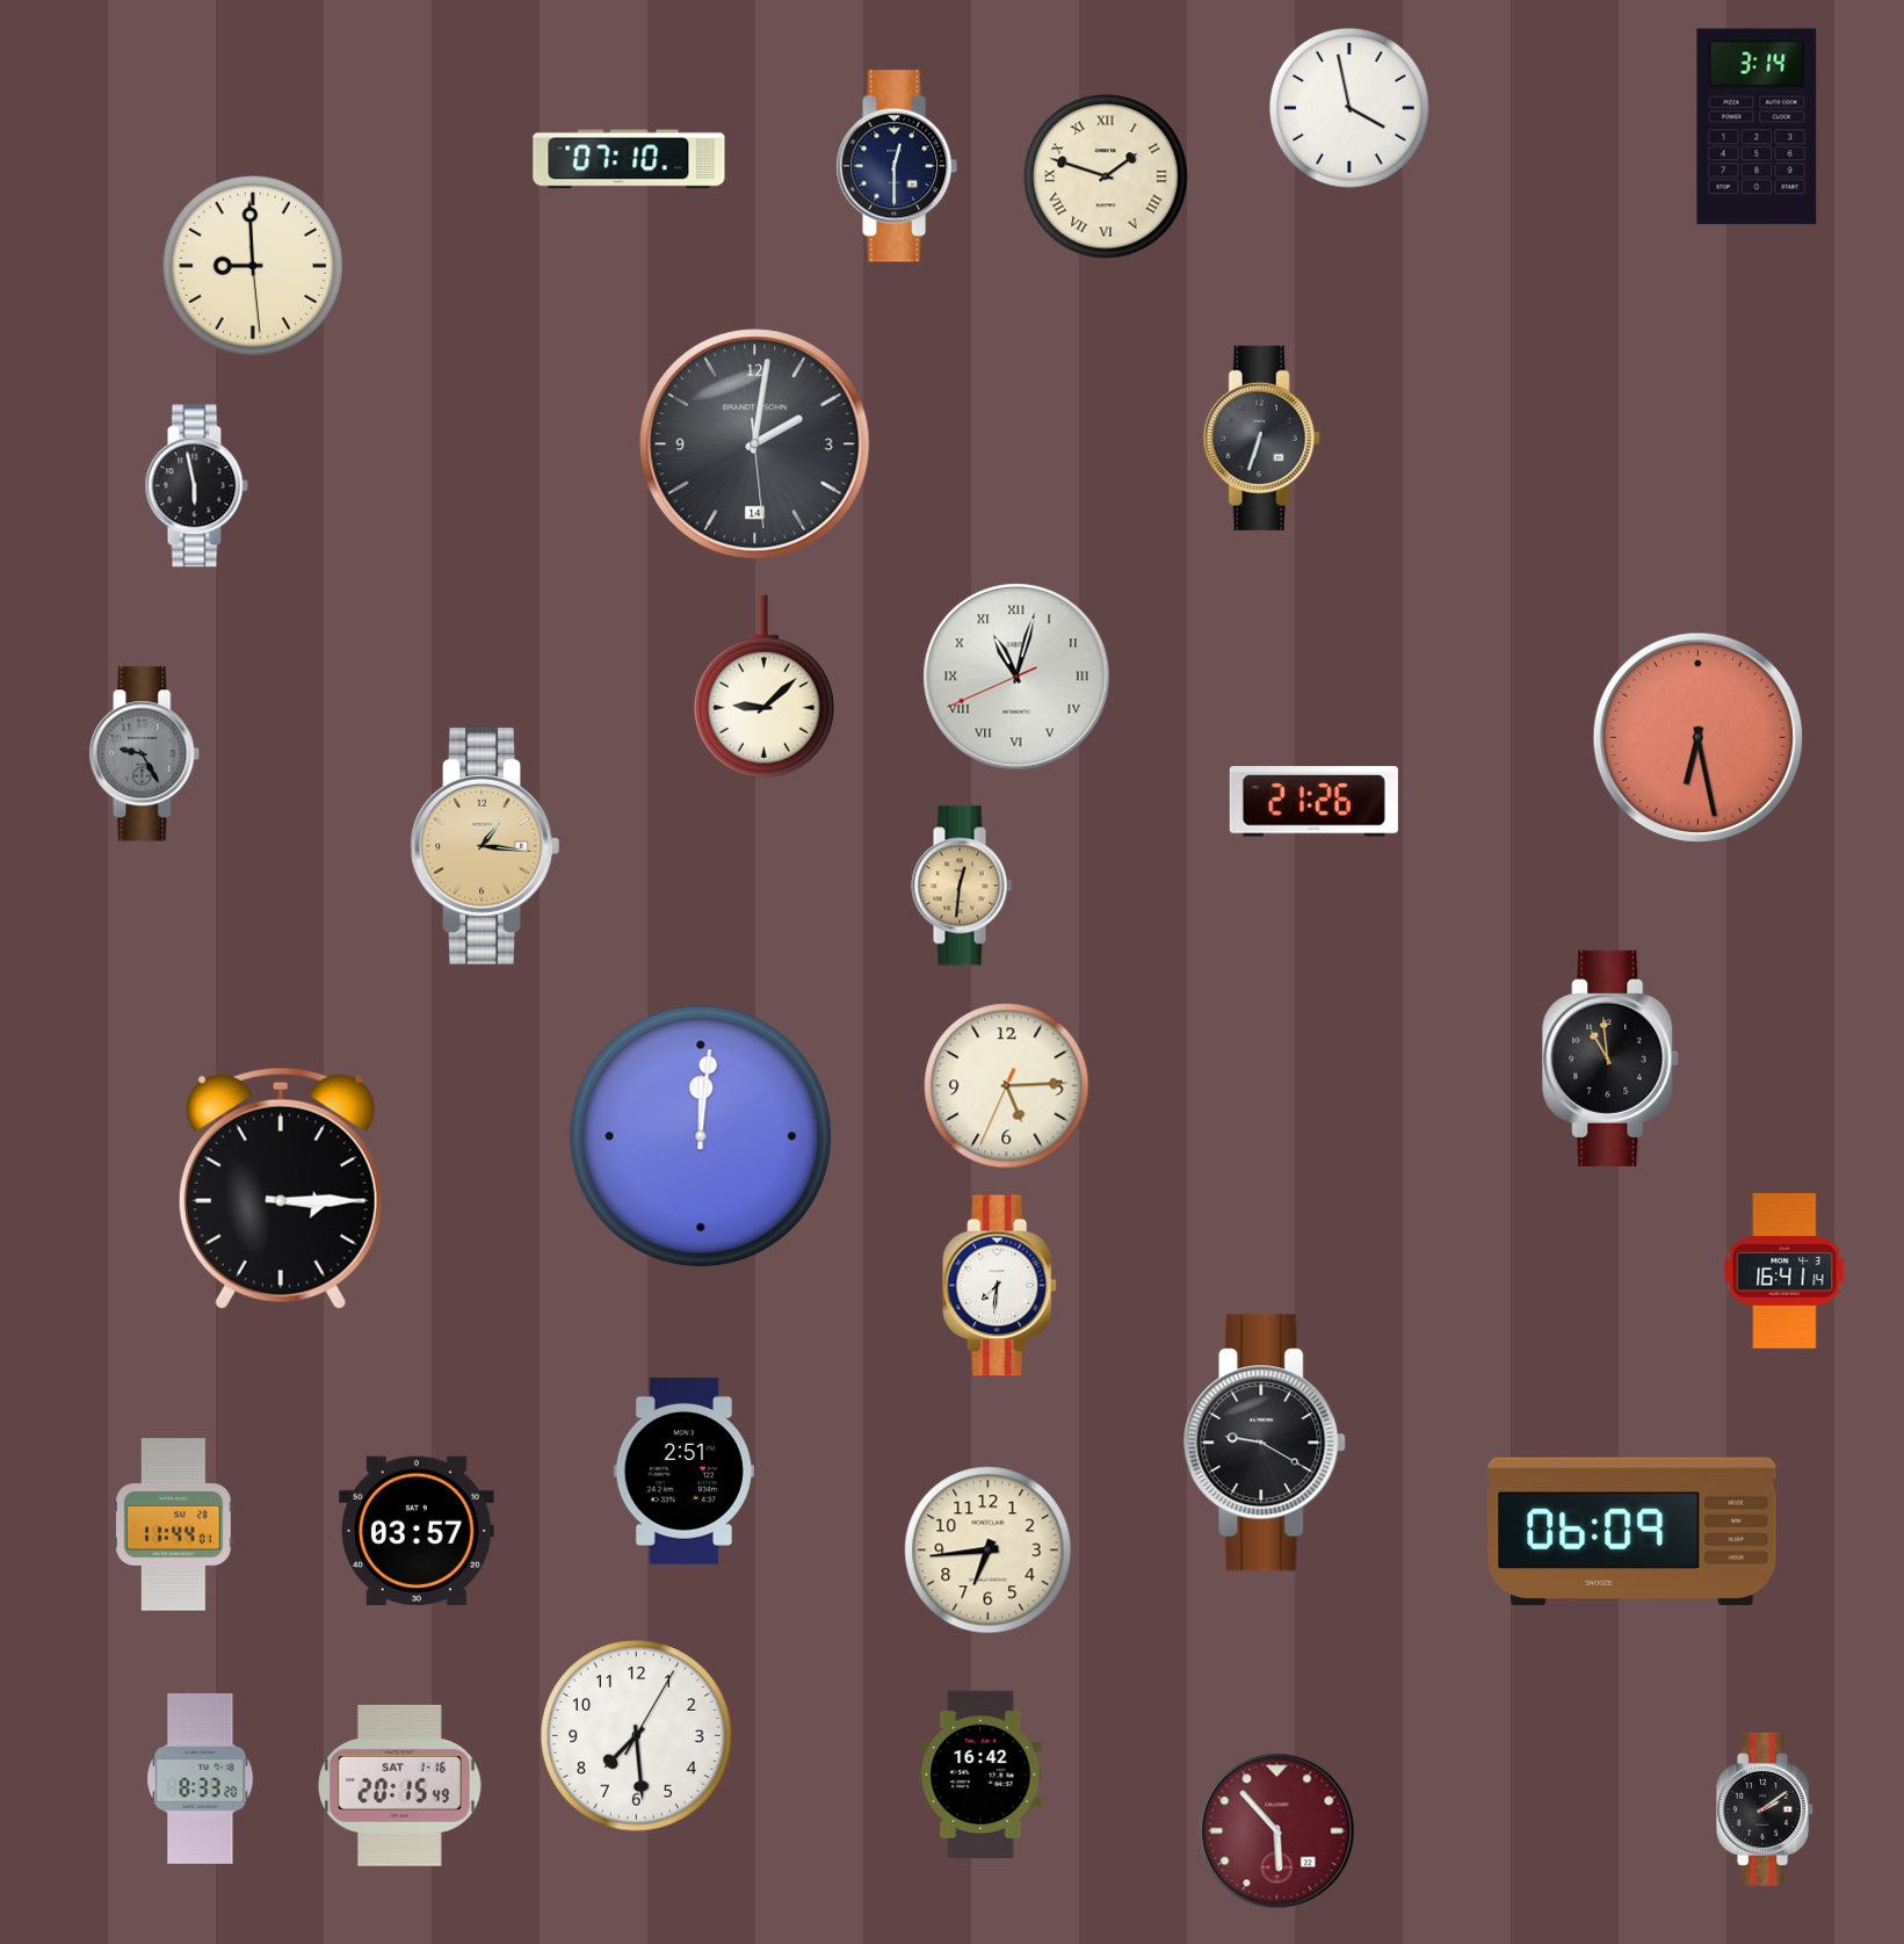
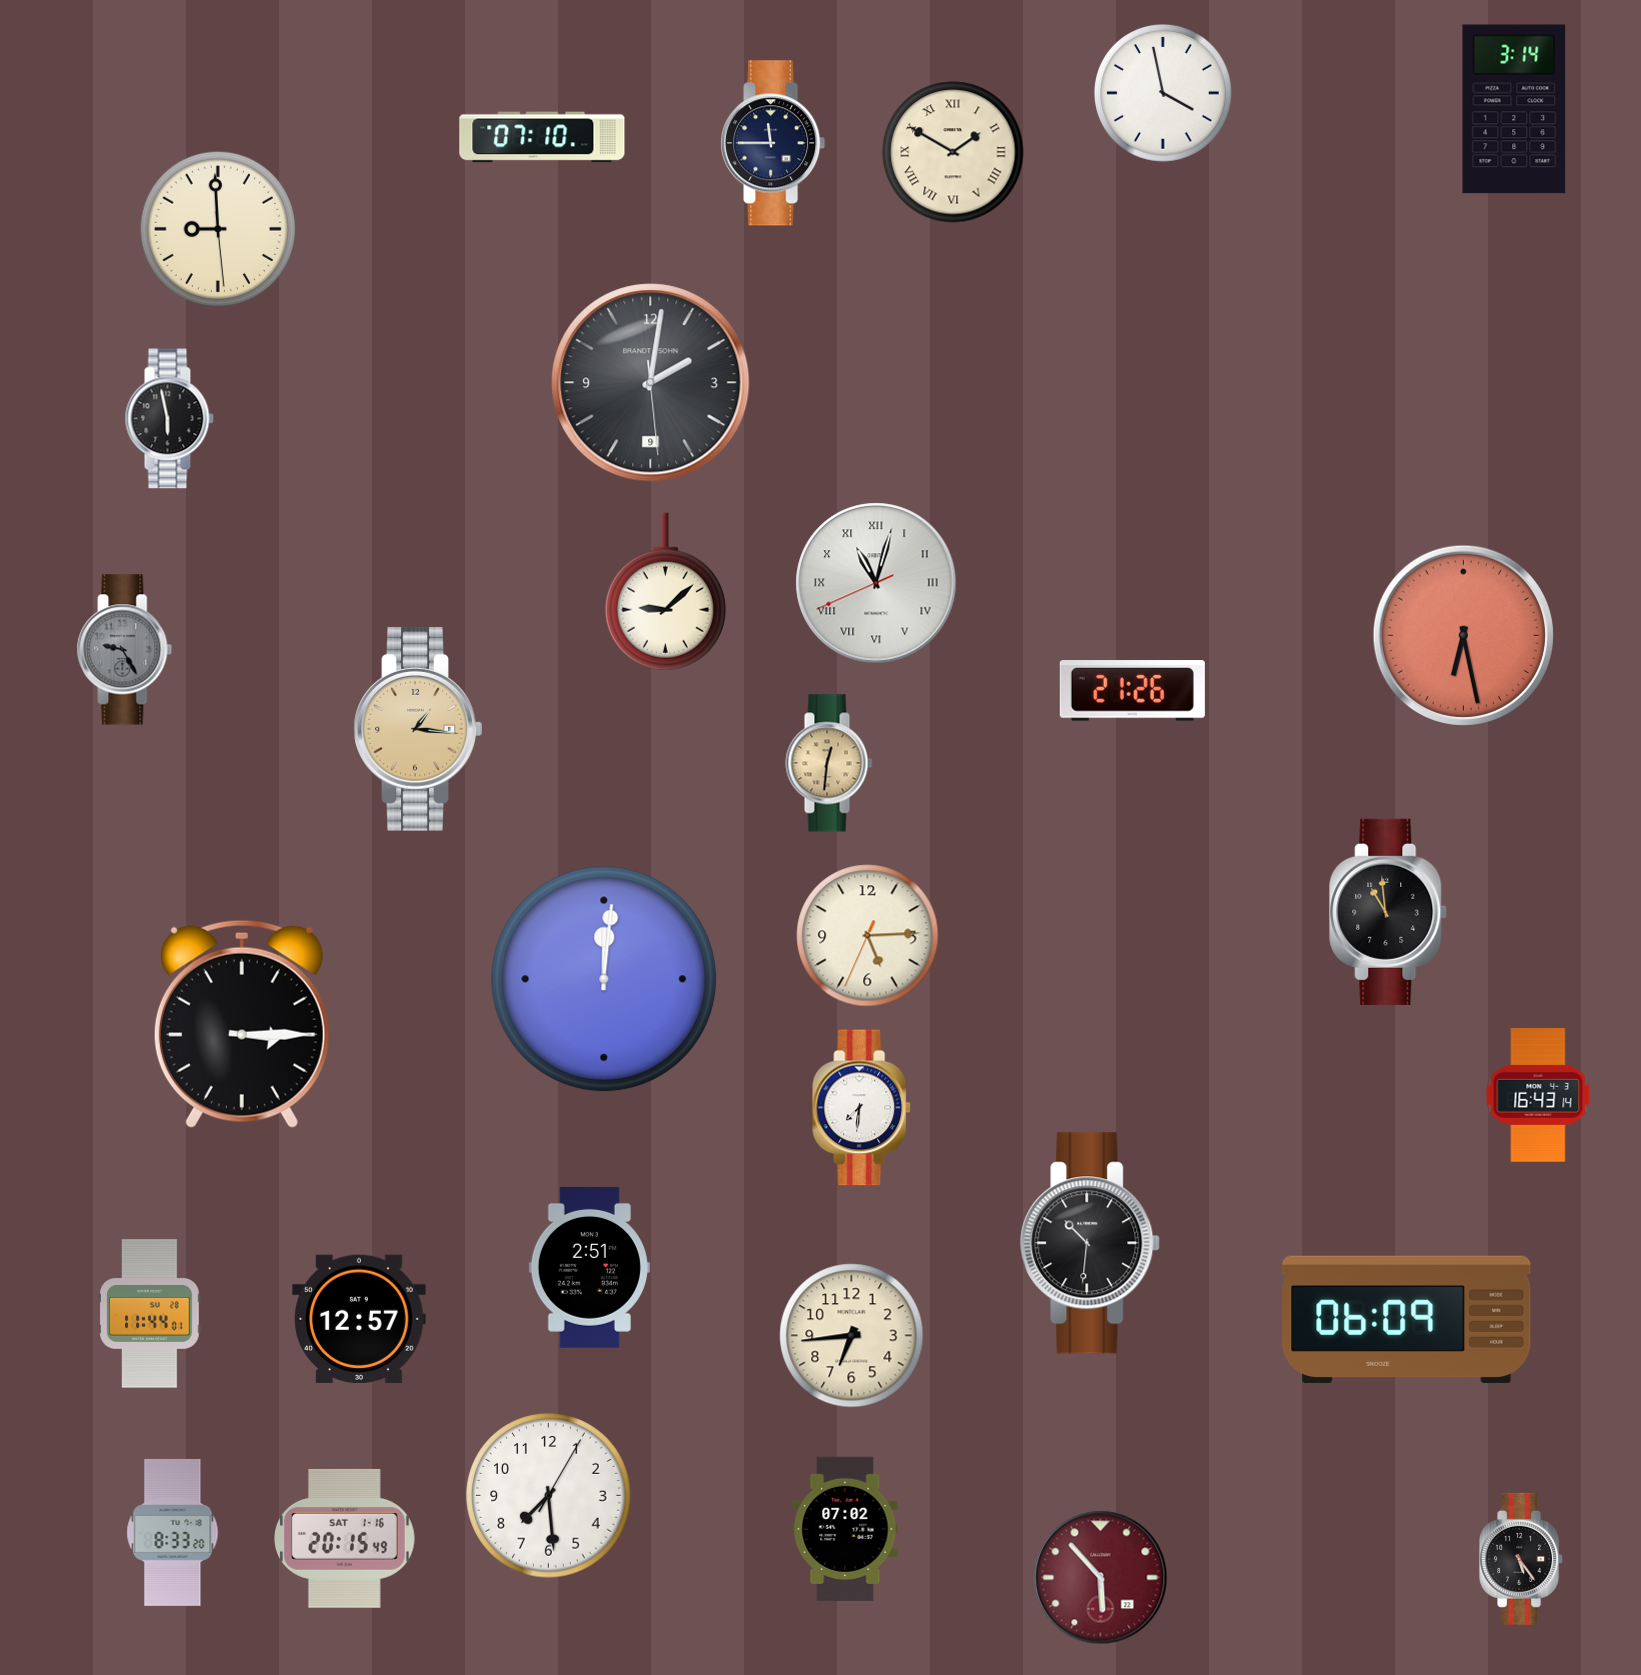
clock at (897, 166): 12:30 -> 11:45
clock at (1106, 176): 1:48 -> 1:50
clock at (1261, 438): 6:33 -> none
clock at (755, 445) date: 14 -> 9
clock at (763, 687) position: (763, 687) -> (665, 592)
clock at (1784, 1271): 16:41 -> 16:43
clock at (1266, 1443): 9:20 -> 10:31
clock at (417, 1531): 03:57 -> 12:57
clock at (980, 1775): 16:42 -> 07:02
clock at (1766, 1809): 2:09 -> 5:24
